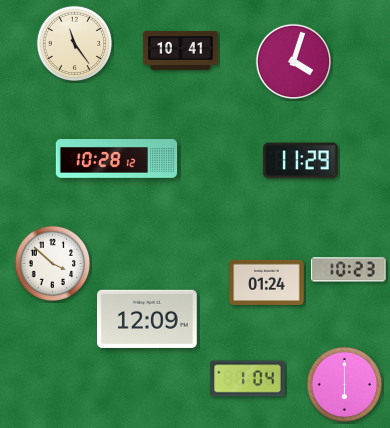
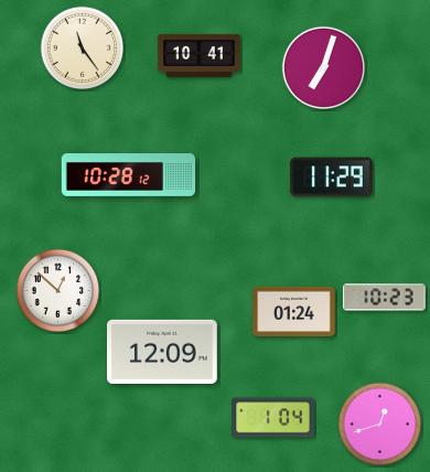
clock at (294, 62): 4:03 -> 7:03
clock at (53, 264): 3:52 -> 12:52
clock at (345, 385): 6:00 -> 12:42
